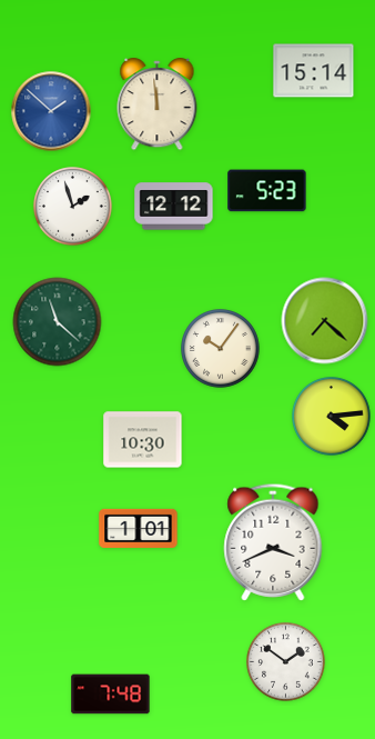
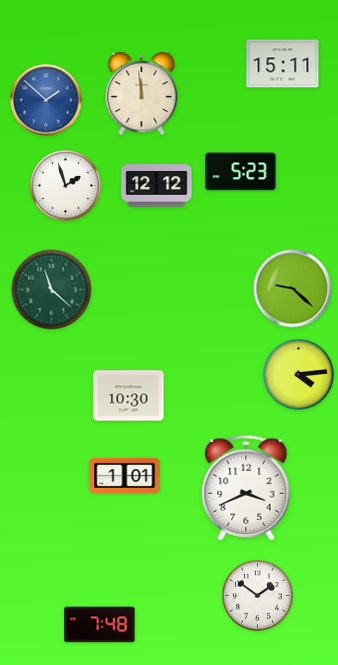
clock at (314, 71): 15:14 -> 15:11
clock at (325, 321): 7:22 -> 9:22
clock at (221, 349): 10:06 -> none
